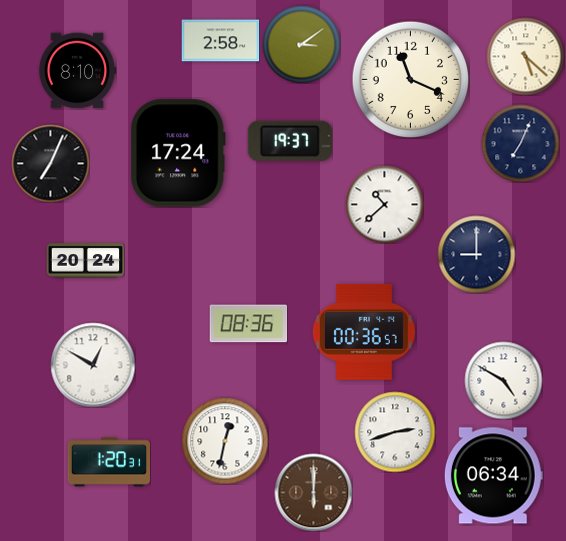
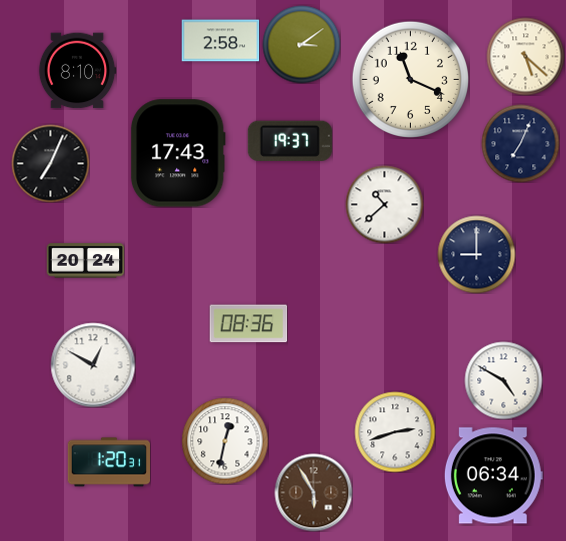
clock at (178, 153): 17:24 -> 17:43
clock at (364, 332): 00:36 -> none
clock at (313, 492): 6:00 -> 5:55
